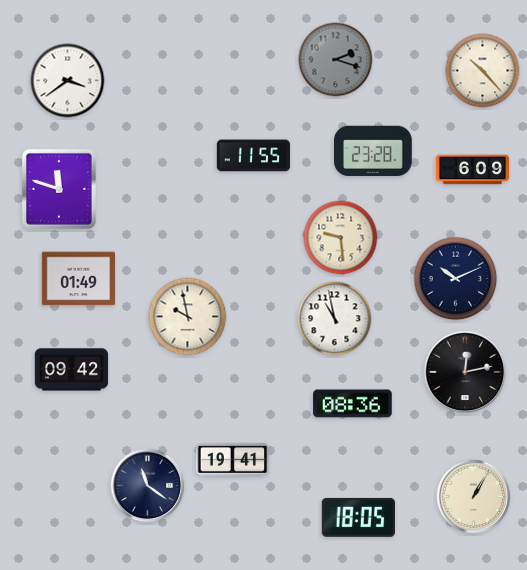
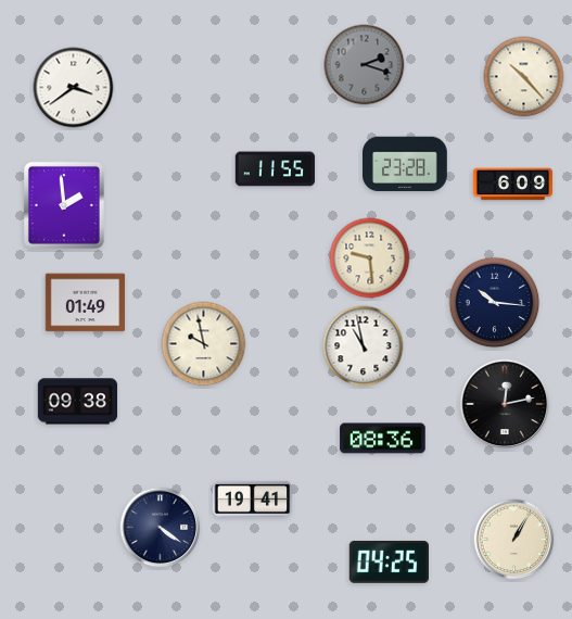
clock at (59, 189): 11:48 -> 1:59
clock at (456, 279): 10:11 -> 10:16
clock at (72, 370): 09:42 -> 09:38
clock at (148, 486): 11:21 -> 4:21
clock at (358, 517): 18:05 -> 04:25
